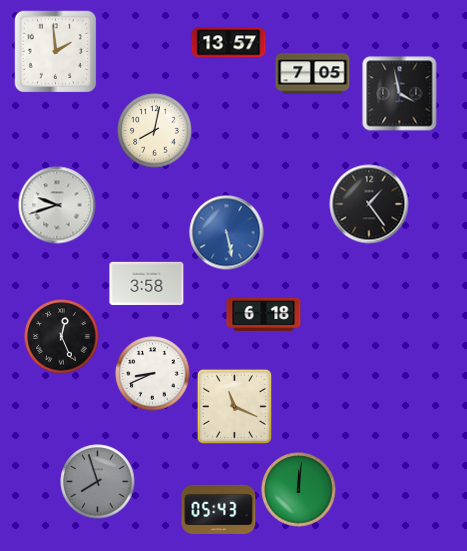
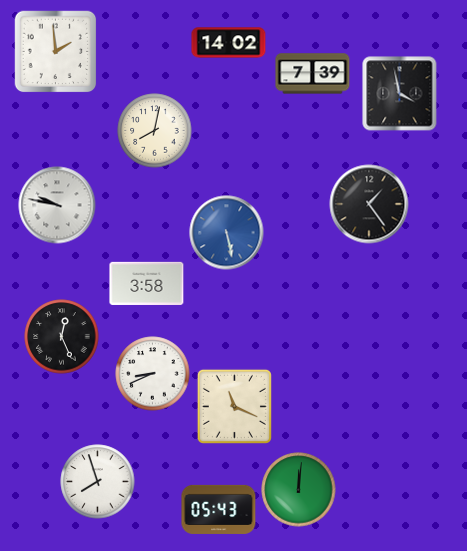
clock at (229, 43): 13:57 -> 14:02
clock at (313, 74): 7:05 -> 7:39
clock at (57, 205): 9:42 -> 9:47
clock at (264, 314): 6:18 -> none
clock at (98, 482) dial: grey -> white
